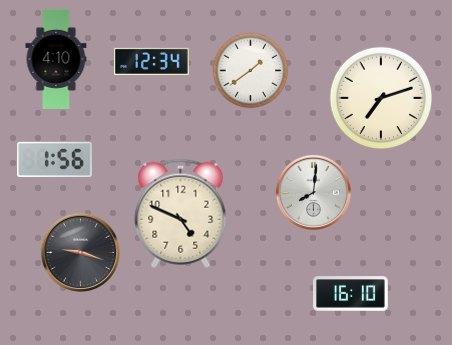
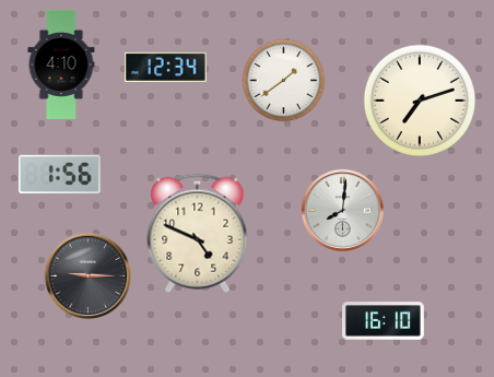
clock at (251, 71) position: (251, 71) -> (284, 81)
clock at (381, 98) position: (381, 98) -> (420, 101)
clock at (80, 252): 9:18 -> 9:15
